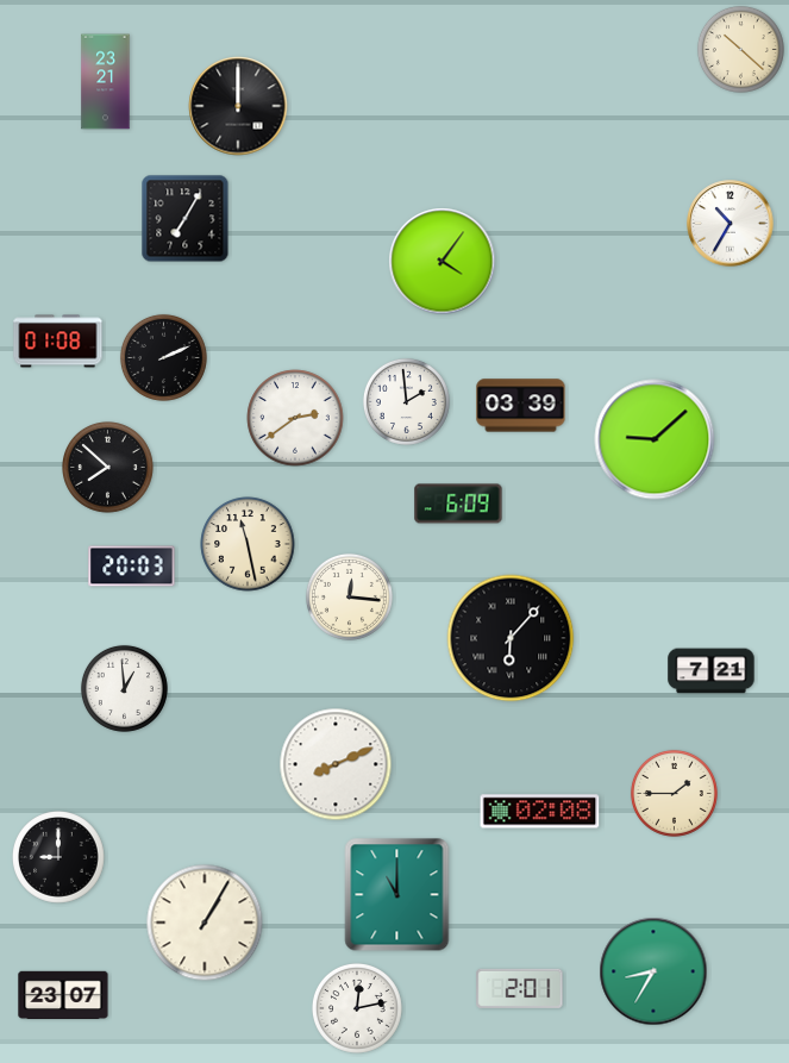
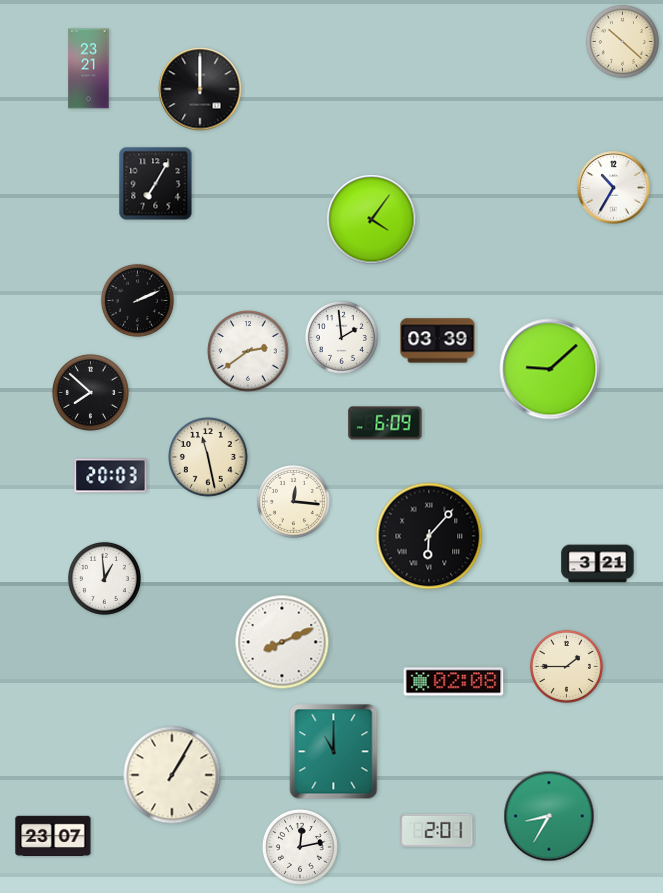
clock at (58, 342): 01:08 -> none
clock at (712, 671): 7:21 -> 3:21
clock at (60, 858): 9:00 -> none
